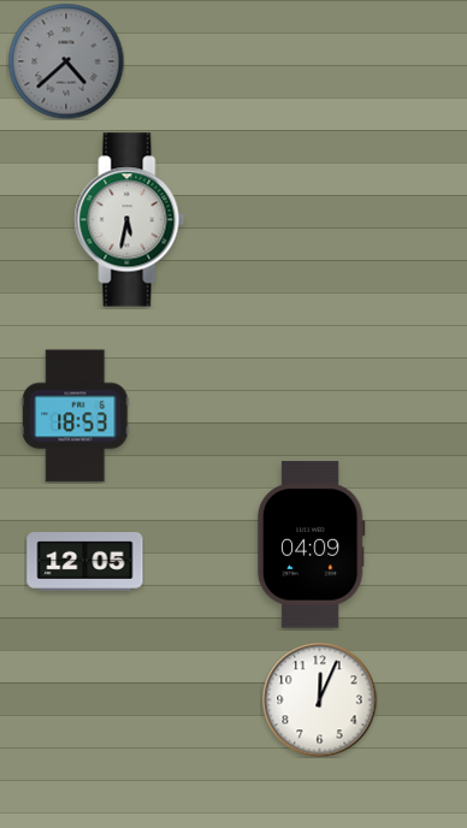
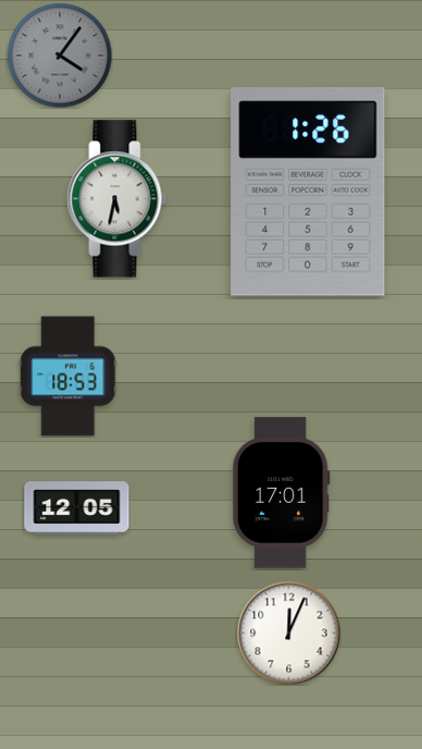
clock at (66, 61): 4:38 -> 4:06
clock at (308, 192): none -> 1:26
clock at (311, 545): 04:09 -> 17:01
